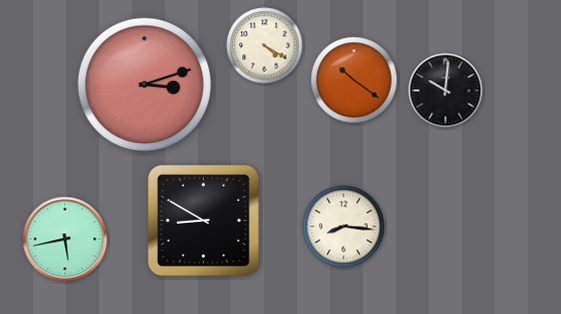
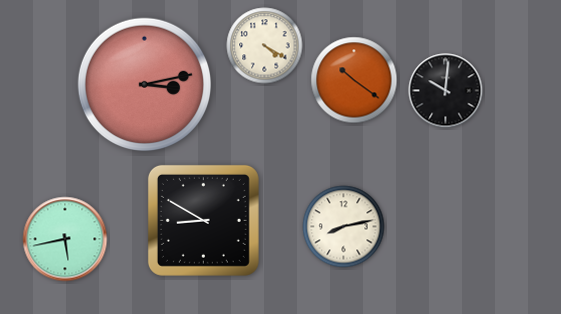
clock at (145, 85): 3:12 -> 3:13
clock at (344, 227): 8:16 -> 8:13
